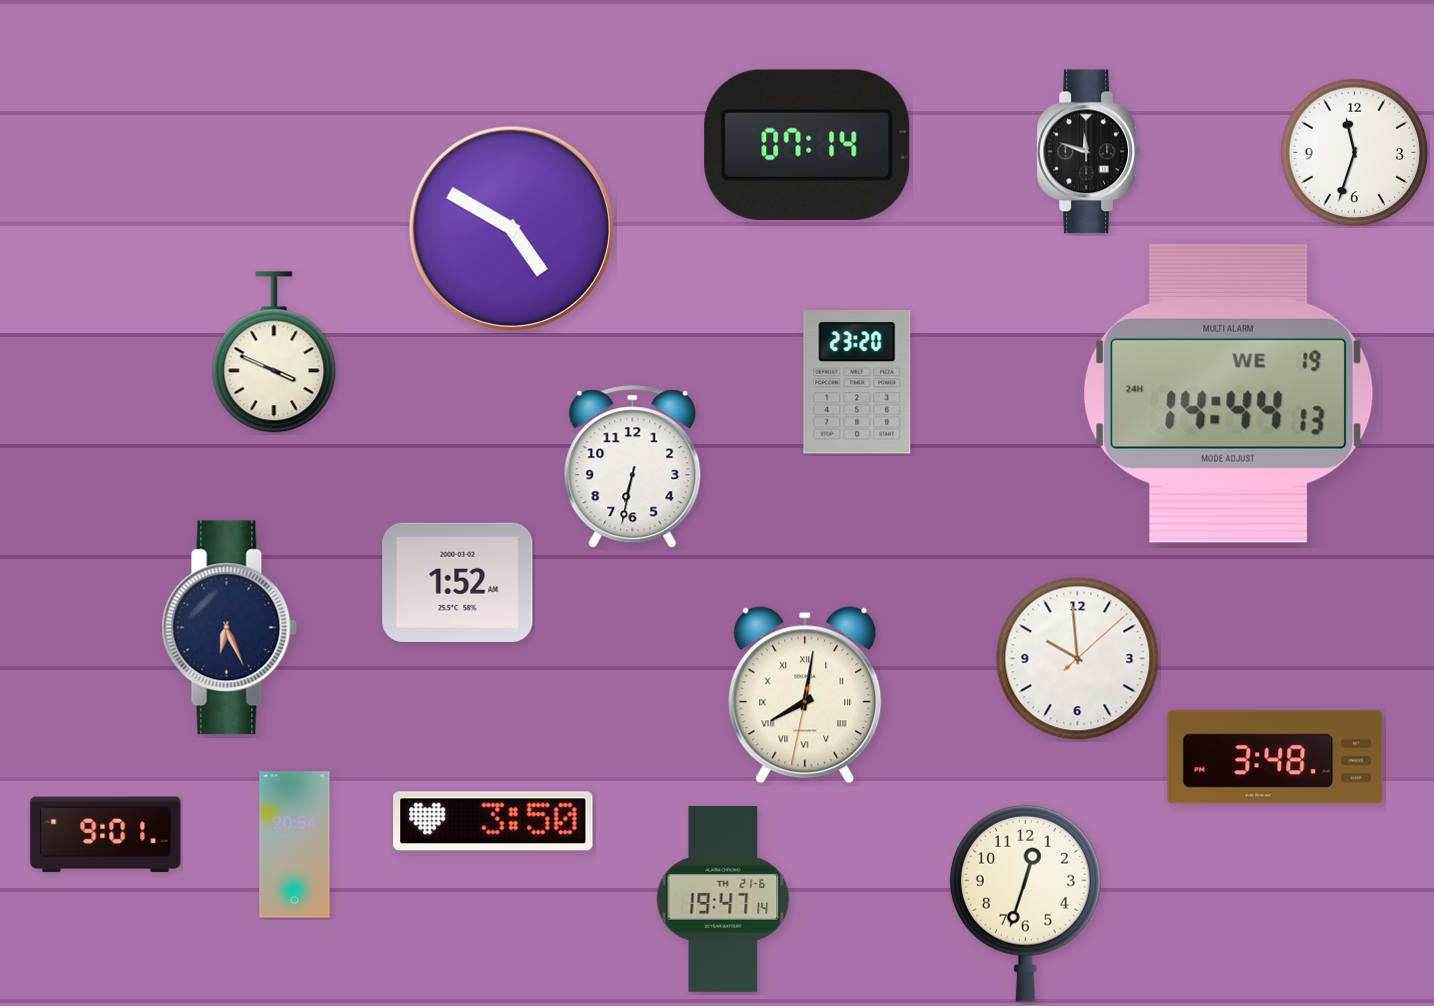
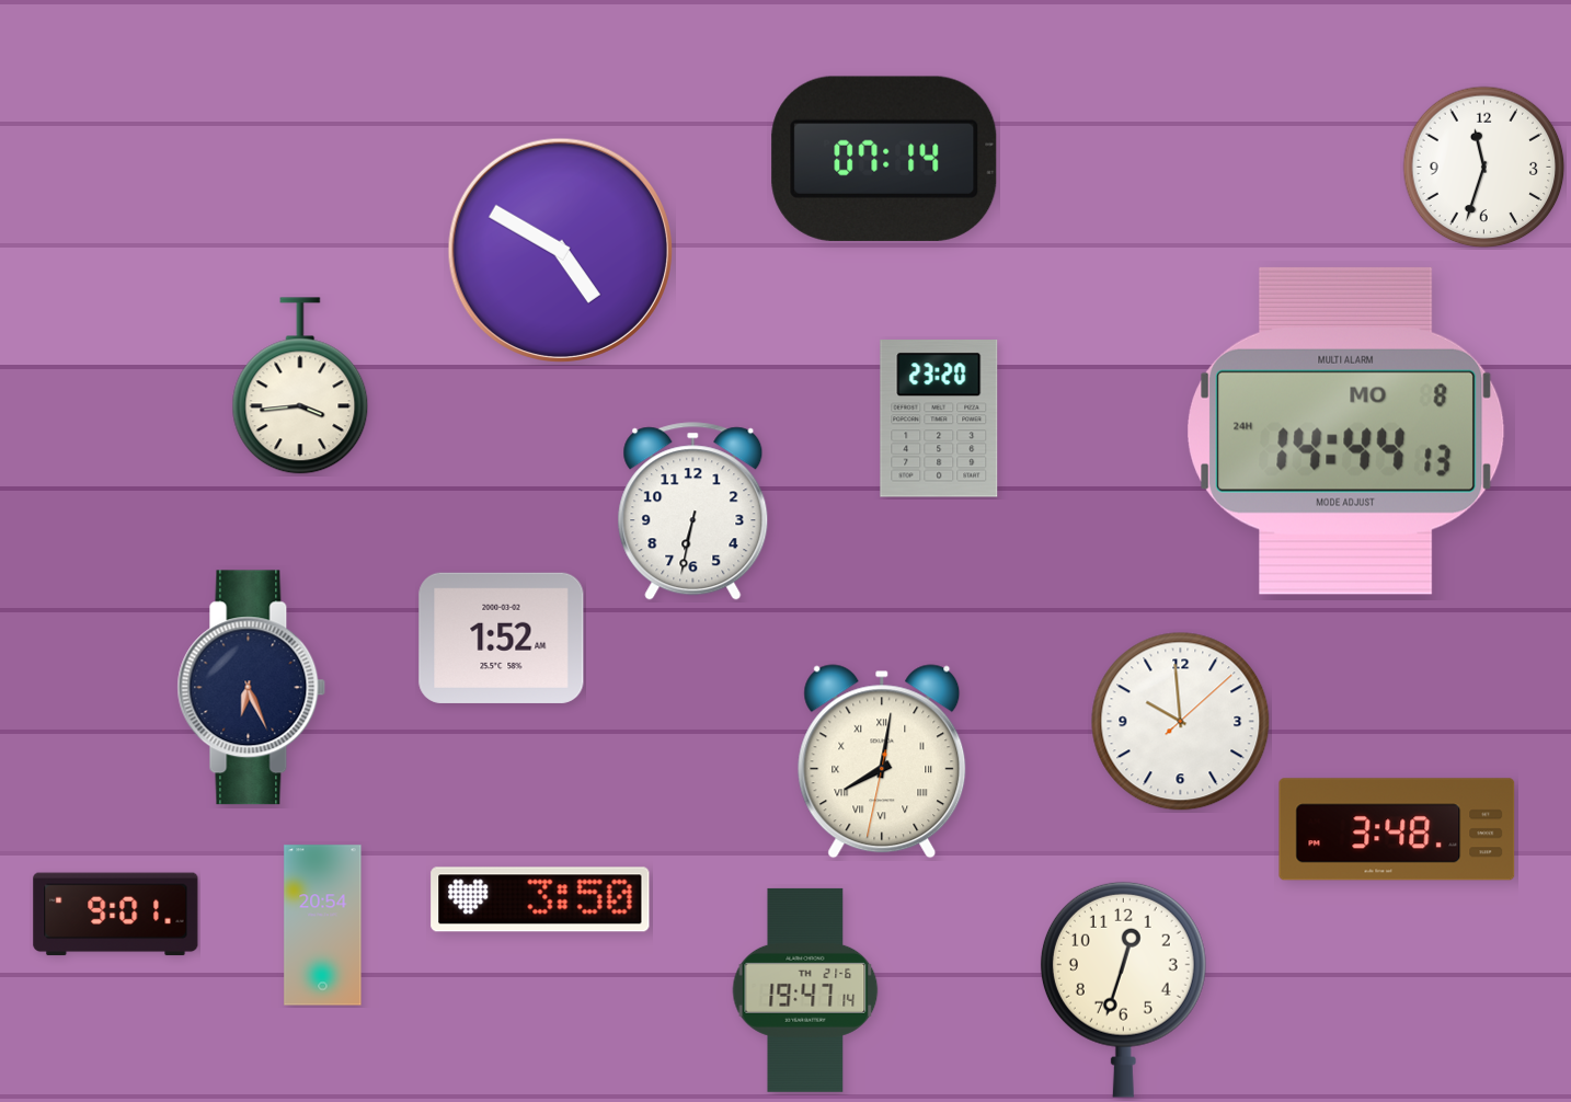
clock at (1088, 152): 11:48 -> none
clock at (274, 352): 3:49 -> 3:44
clock at (1229, 393) date: WE 19 -> MO 8
clock at (723, 899) position: (723, 899) -> (805, 990)
